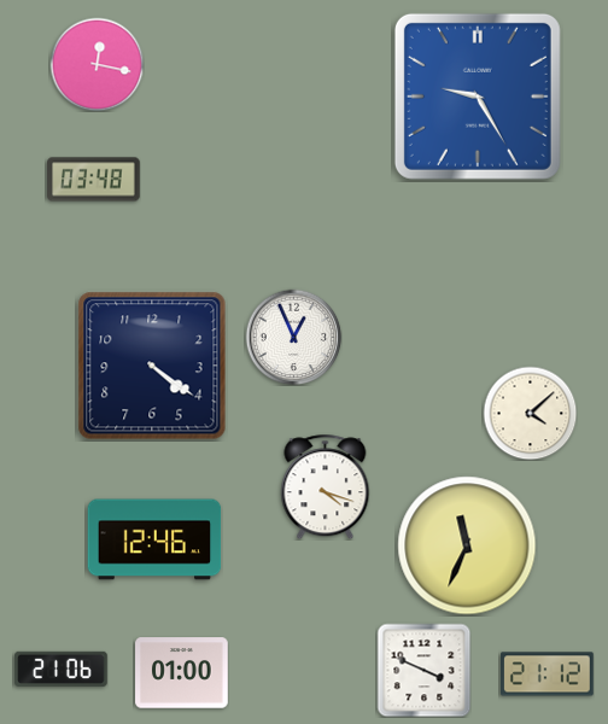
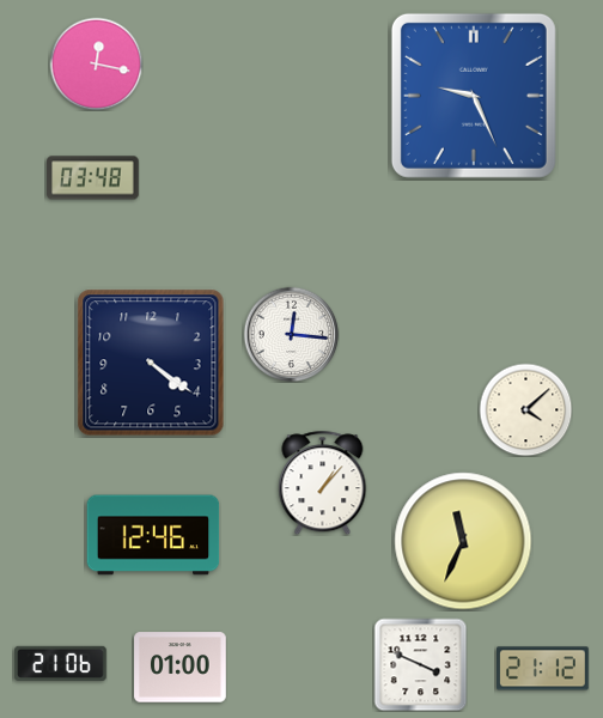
clock at (478, 97): 9:25 -> 9:26
clock at (293, 337): 12:56 -> 12:16
clock at (326, 486): 4:18 -> 1:07
